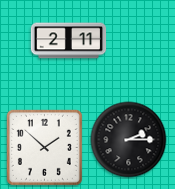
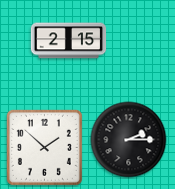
clock at (69, 41): 2:11 -> 2:15
